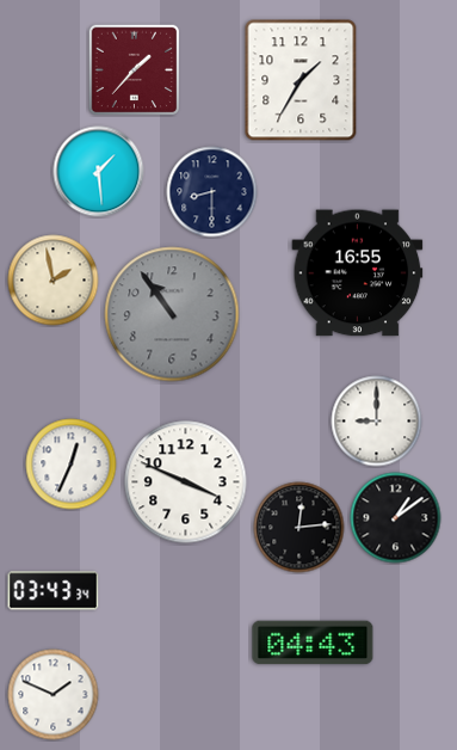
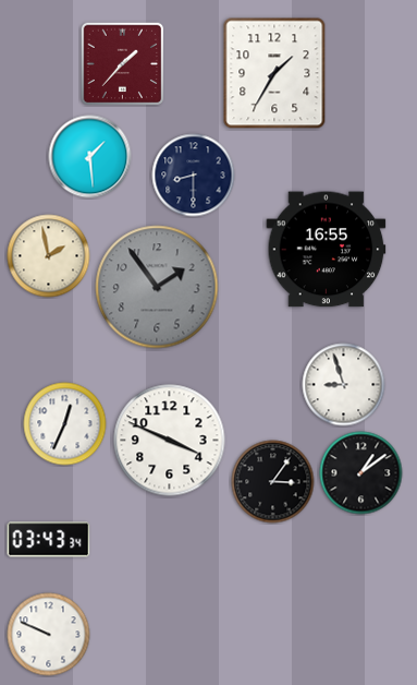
clock at (172, 314): 10:54 -> 1:54
clock at (377, 422): 9:00 -> 8:57
clock at (299, 528): 12:14 -> 3:06
clock at (313, 643): 04:43 -> none
clock at (54, 695): 1:49 -> 9:49
